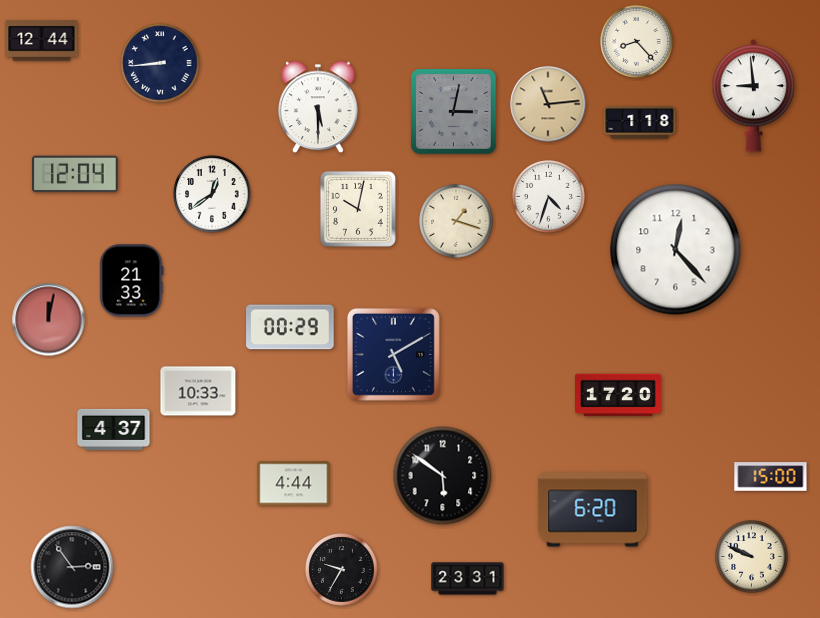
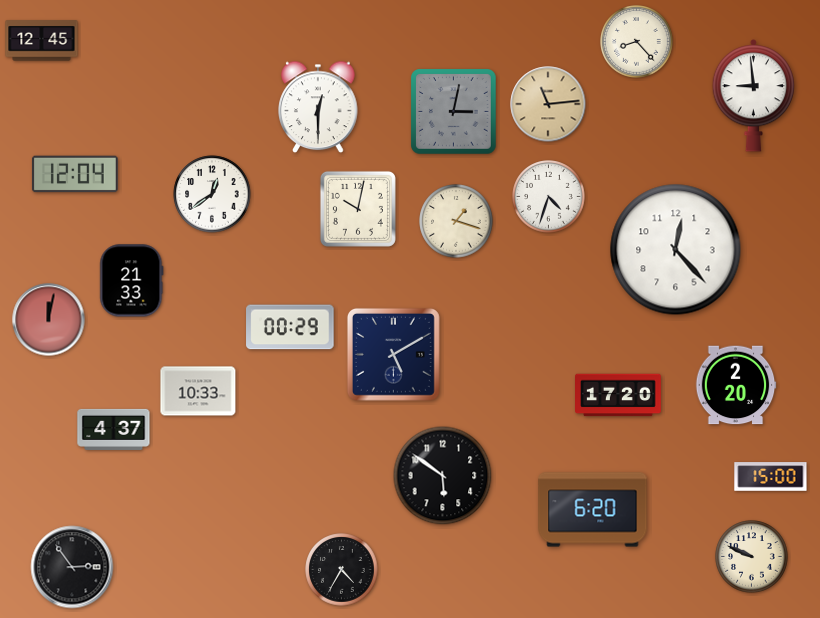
clock at (42, 41): 12:44 -> 12:45
clock at (160, 63): 8:44 -> none
clock at (318, 107): 5:30 -> 12:30
clock at (640, 123): 1:18 -> none
clock at (736, 385): none -> 2:20
clock at (294, 484): 4:44 -> none
clock at (342, 570): 9:35 -> 4:35
clock at (468, 579): 23:31 -> none
